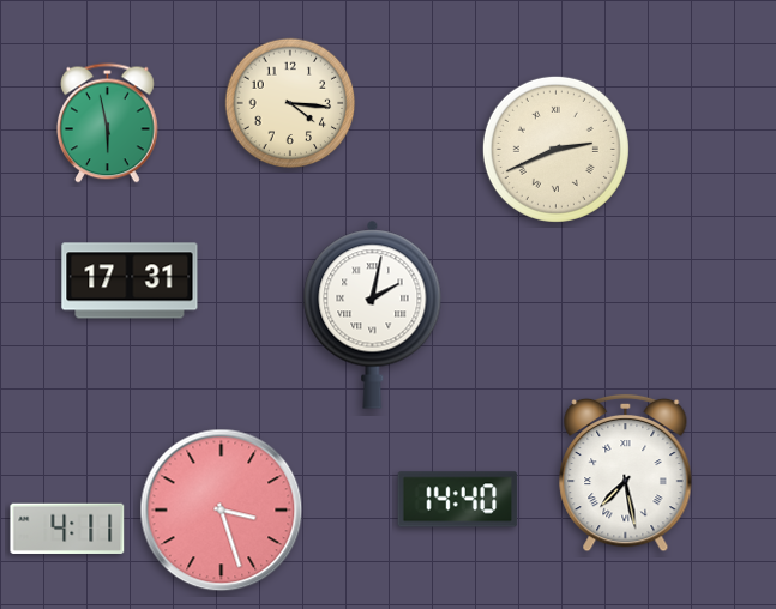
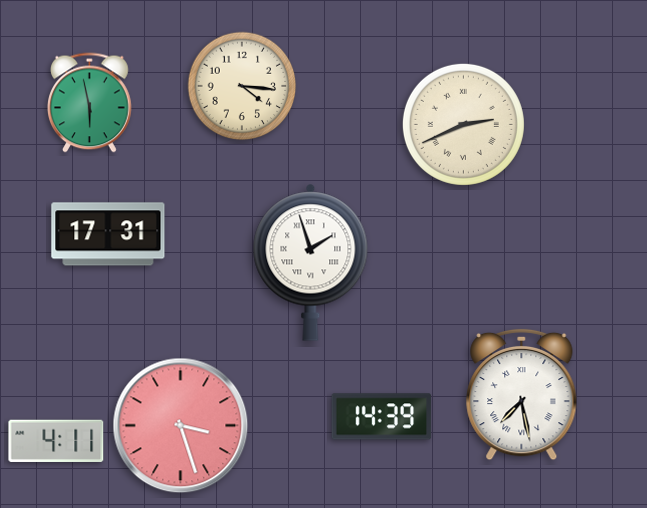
clock at (373, 314): 2:02 -> 1:57
clock at (458, 500): 14:40 -> 14:39
clock at (222, 511) position: (222, 511) -> (181, 426)
